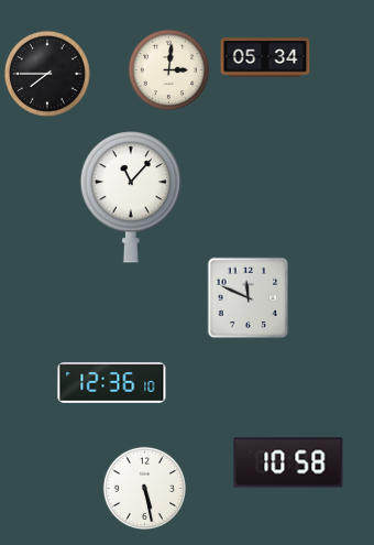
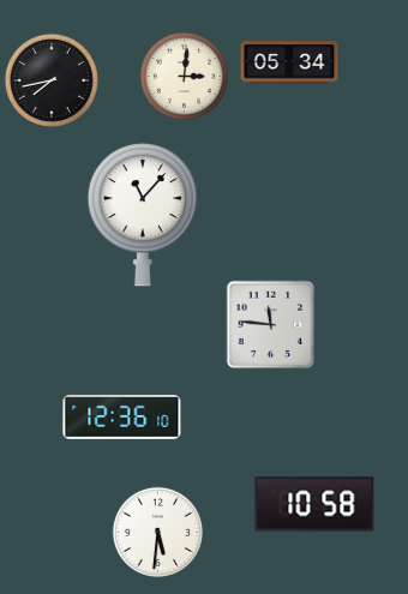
clock at (47, 74): 7:45 -> 7:43
clock at (249, 298): 11:49 -> 11:46
clock at (144, 488): 5:28 -> 5:31
